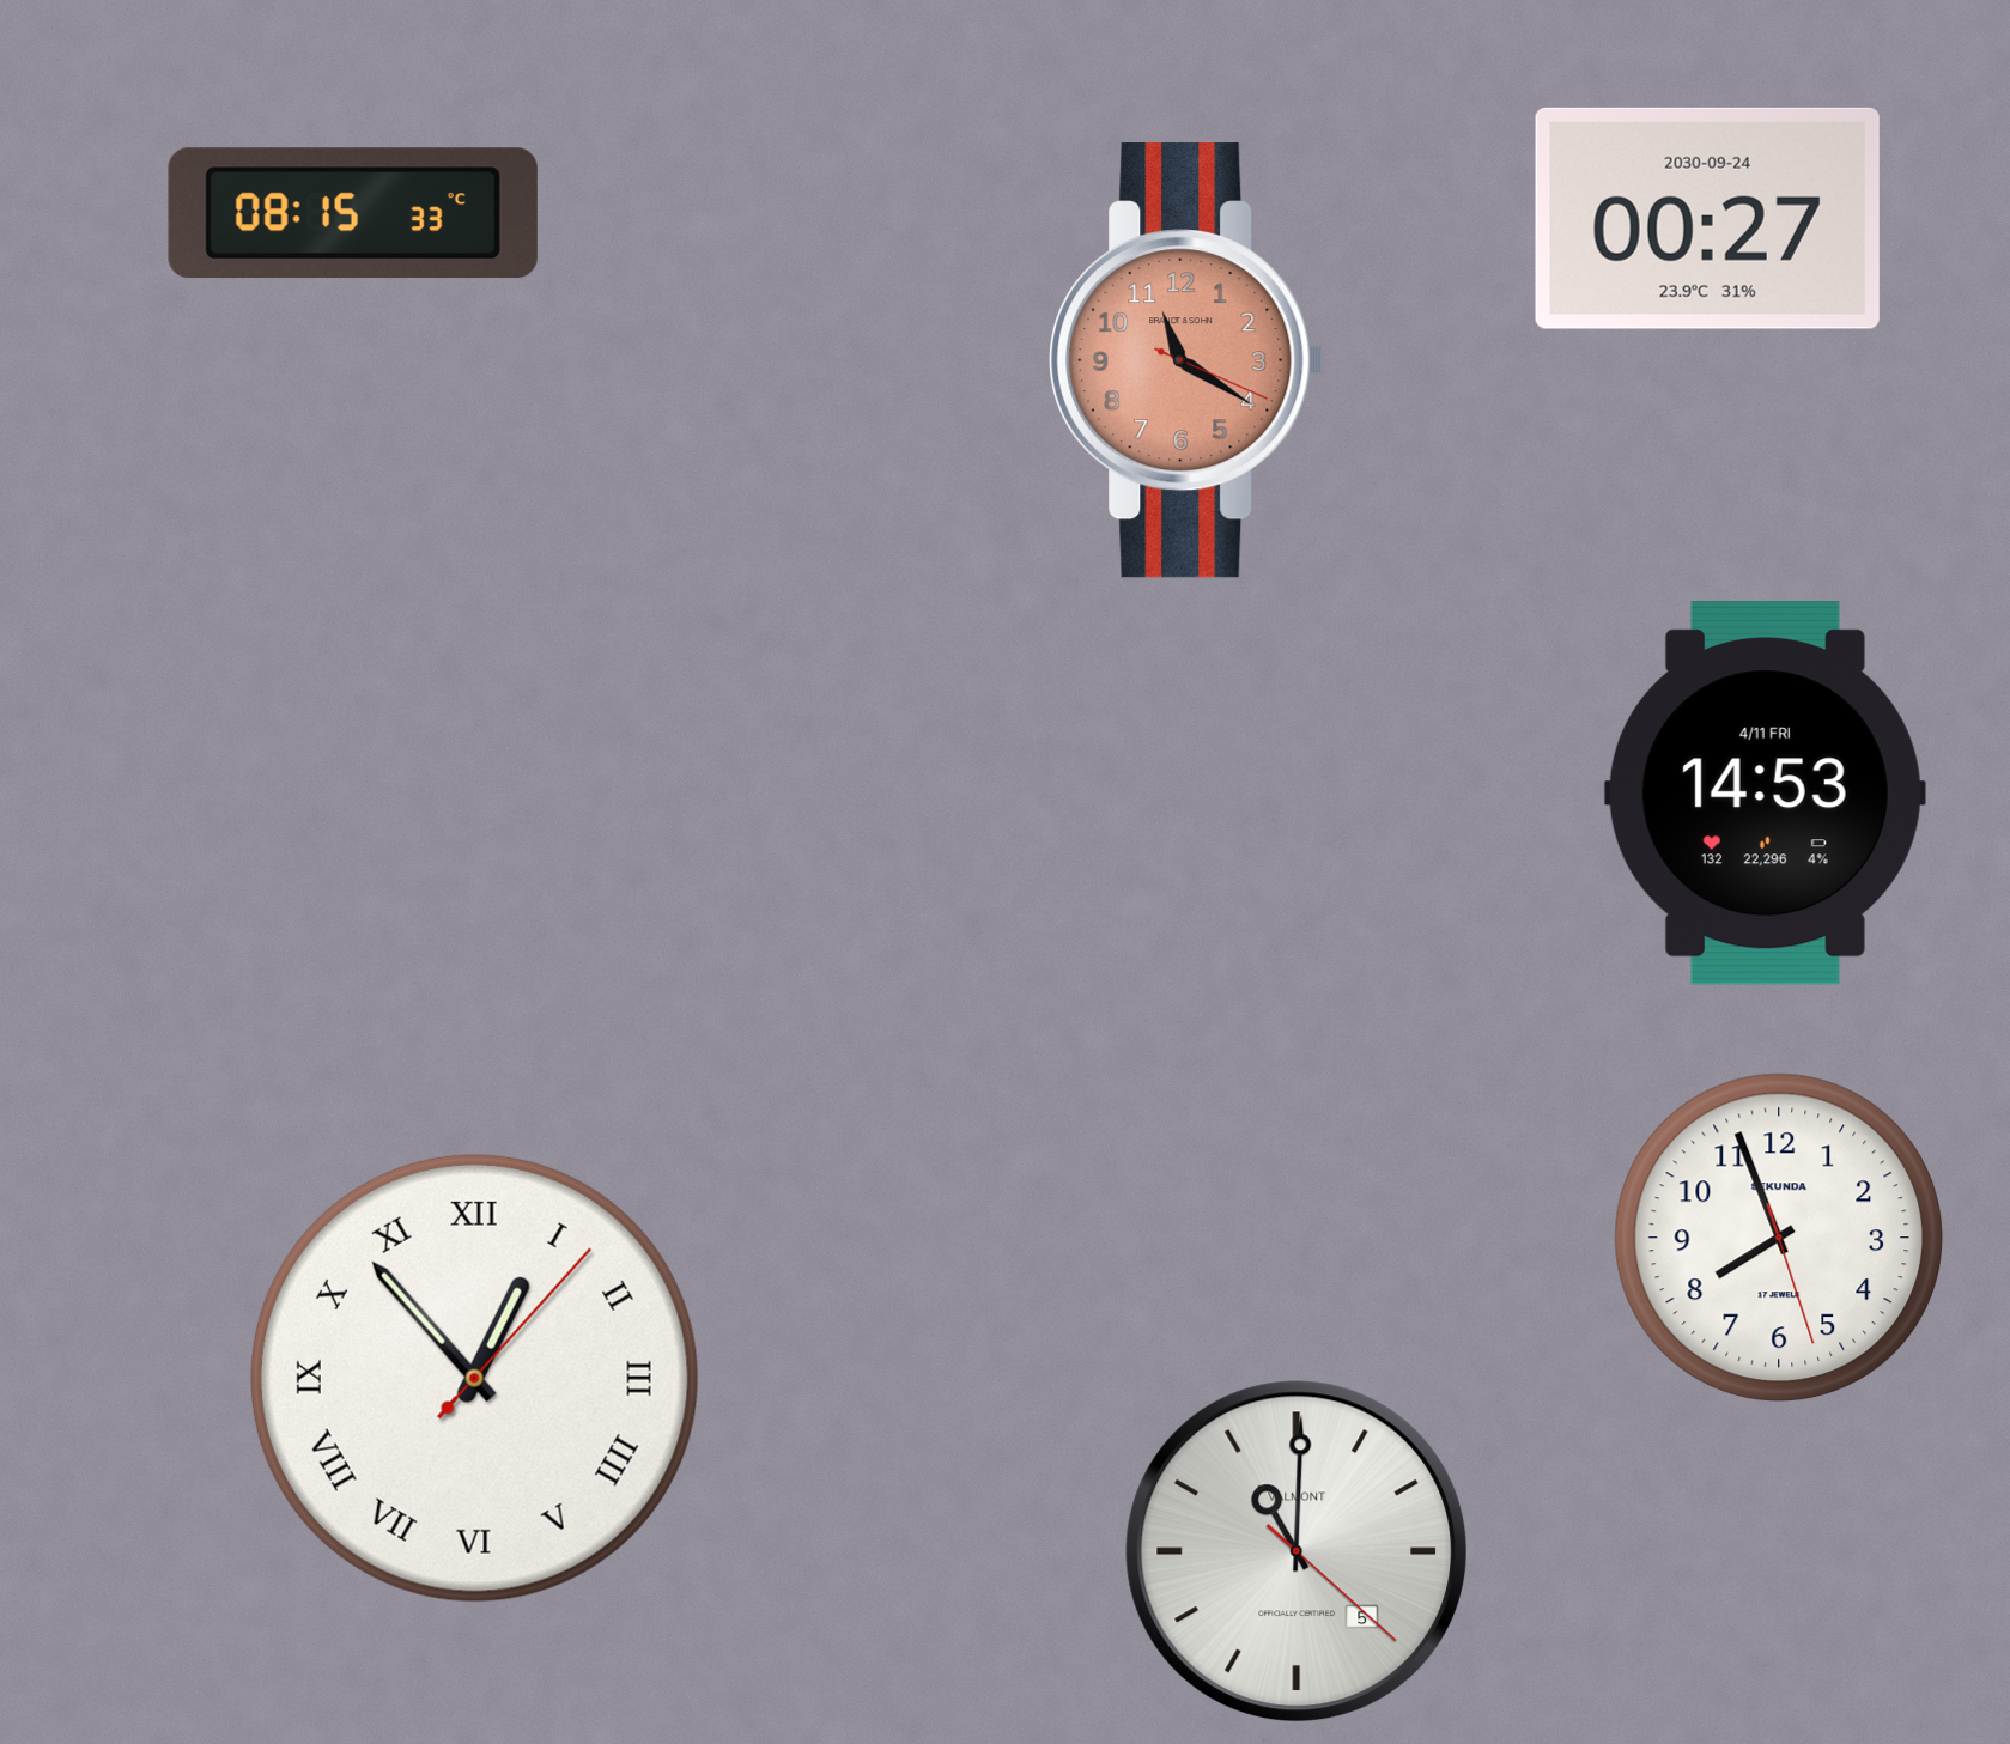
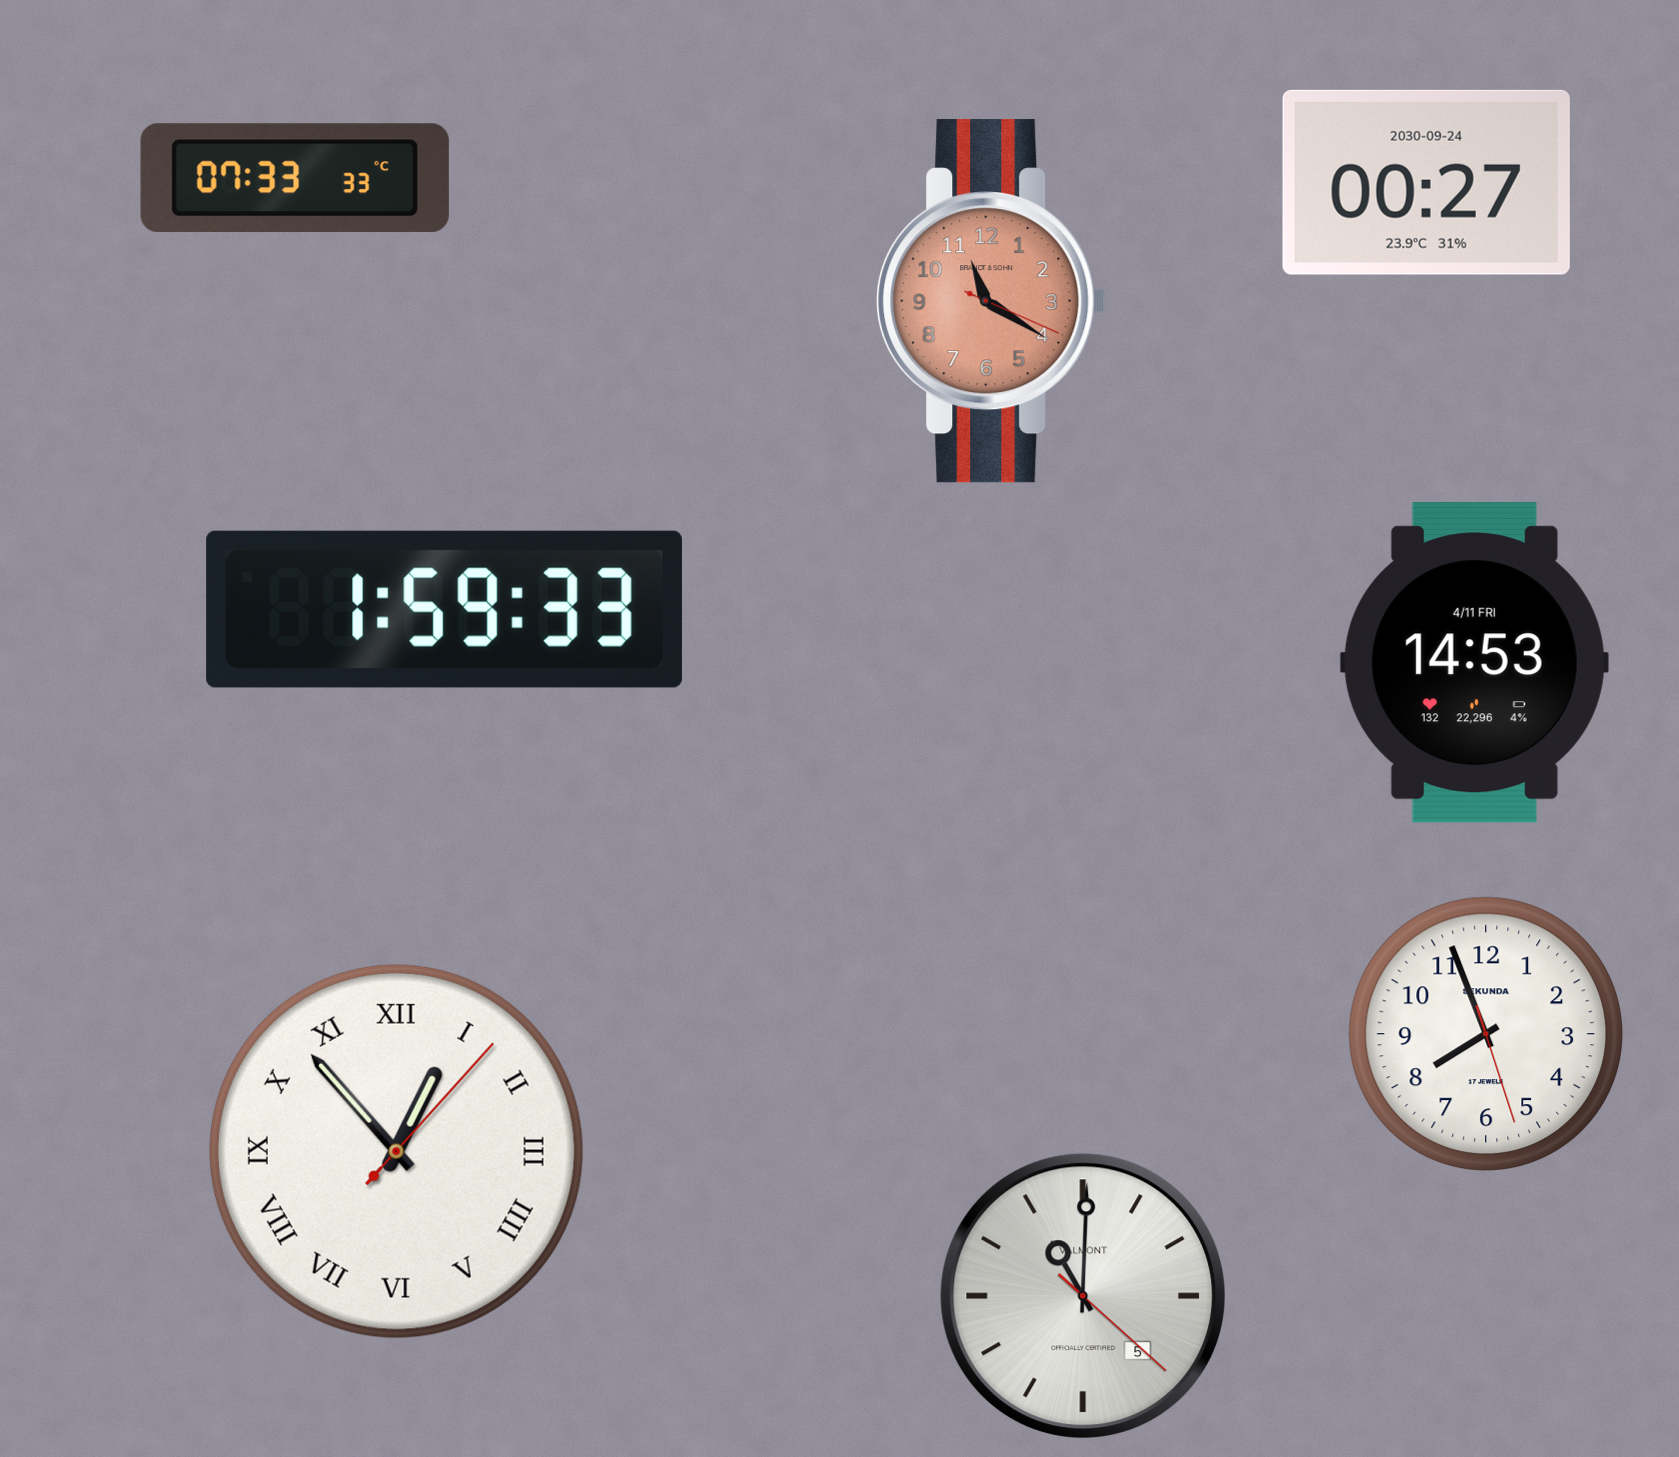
clock at (353, 213): 08:15 -> 07:33
clock at (444, 609): none -> 1:59
